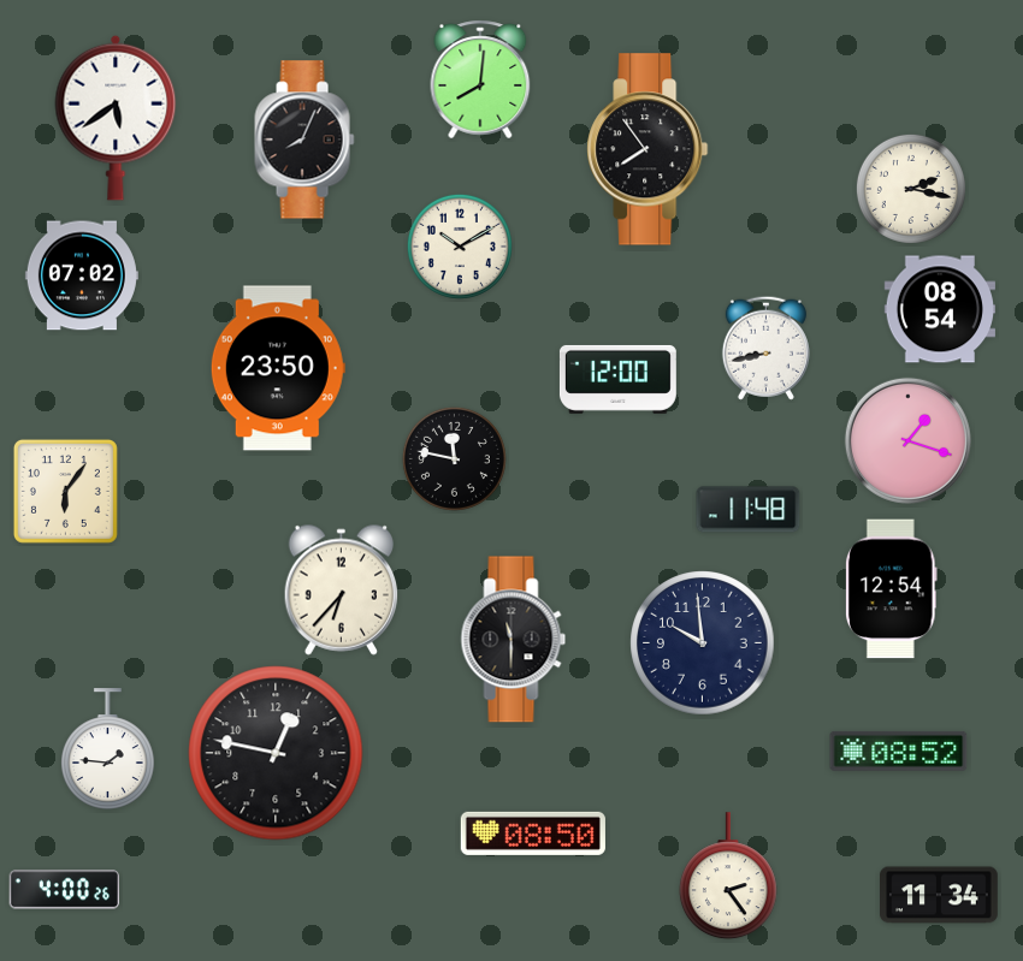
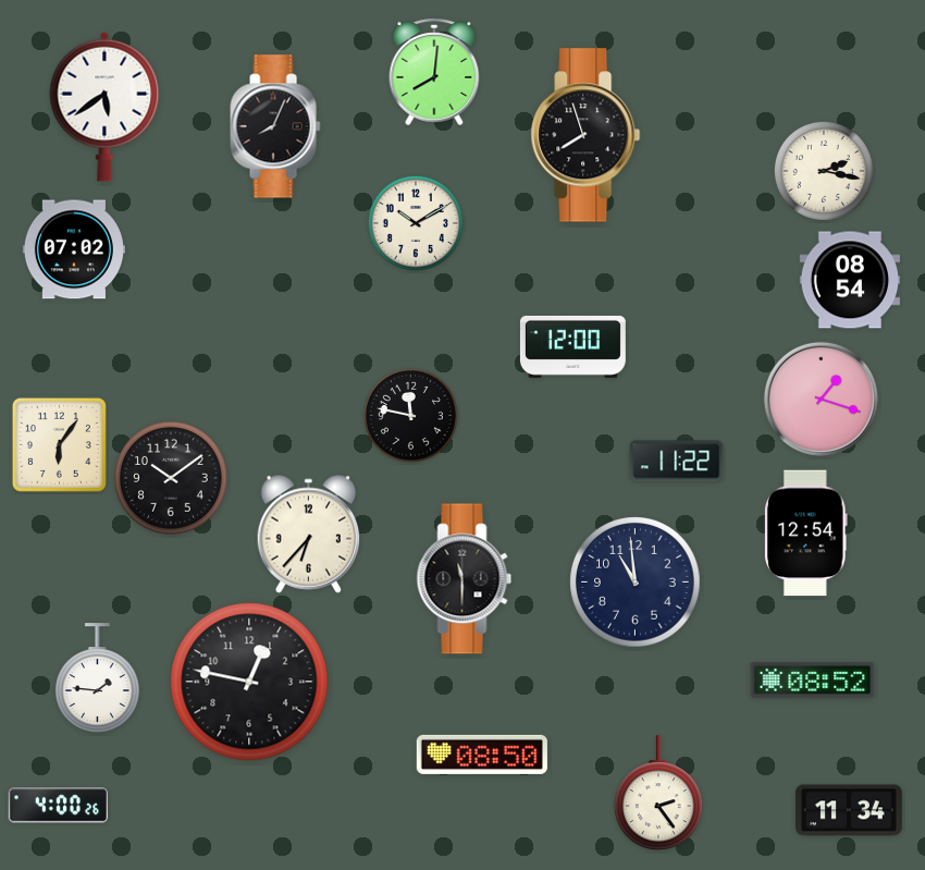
clock at (647, 149): 7:54 -> 7:57
clock at (765, 348): 8:43 -> none
clock at (278, 368): 23:50 -> none
clock at (617, 379) position: (617, 379) -> (572, 346)
clock at (749, 510): 11:48 -> 11:22
clock at (171, 478): none -> 10:09
clock at (703, 643): 9:59 -> 10:59
